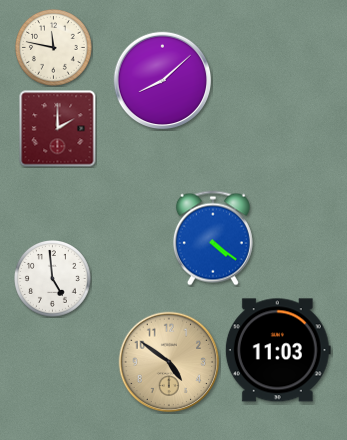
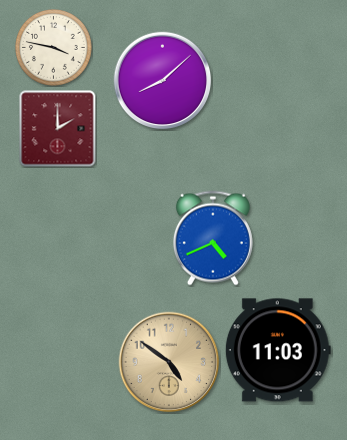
clock at (54, 48): 11:47 -> 3:47
clock at (213, 238): 4:21 -> 4:41
clock at (53, 279): 4:59 -> none
